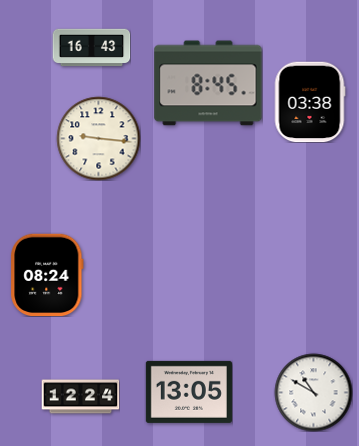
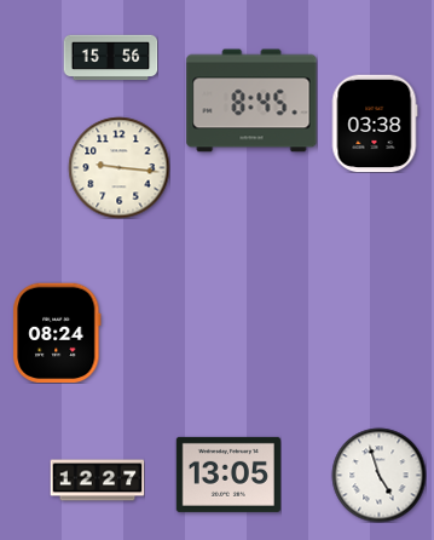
clock at (91, 48): 16:43 -> 15:56
clock at (313, 392): 10:50 -> 4:57
clock at (80, 397): 12:24 -> 12:27
